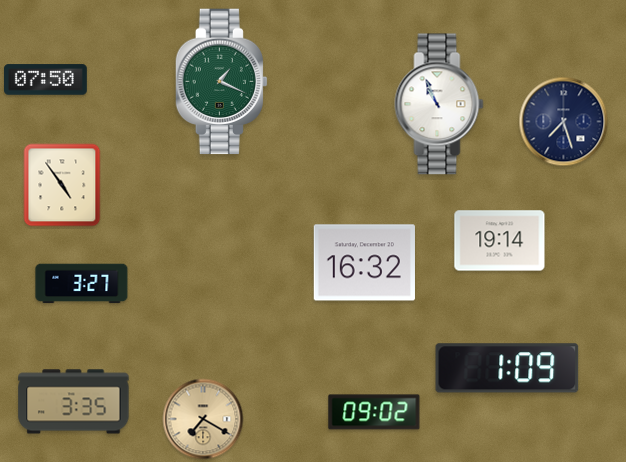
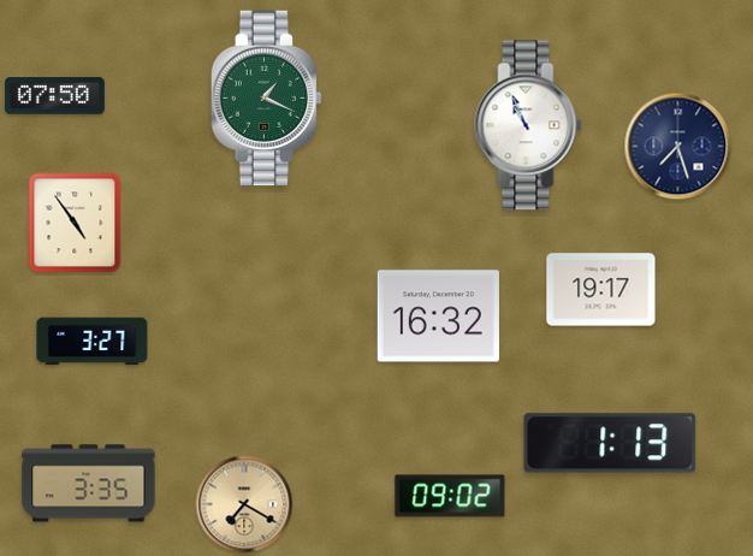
clock at (500, 241): 19:14 -> 19:17
clock at (82, 284) position: (82, 284) -> (93, 342)
clock at (507, 368): 1:09 -> 1:13
